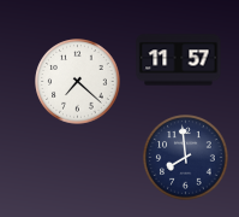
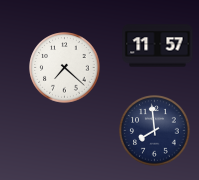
clock at (179, 60) position: (179, 60) -> (158, 46)
